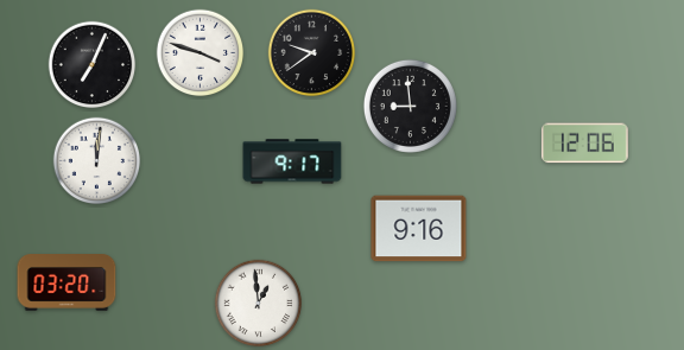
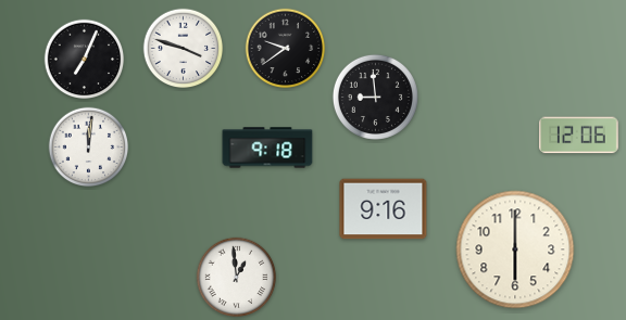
clock at (585, 144) position: (585, 144) -> (579, 136)
clock at (292, 161): 9:17 -> 9:18
clock at (515, 249): none -> 6:00
clock at (66, 282): 03:20 -> none
